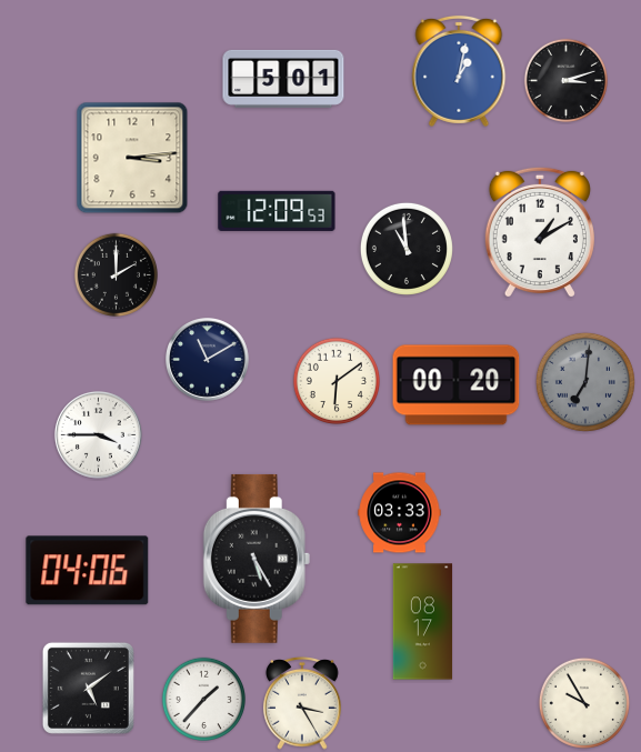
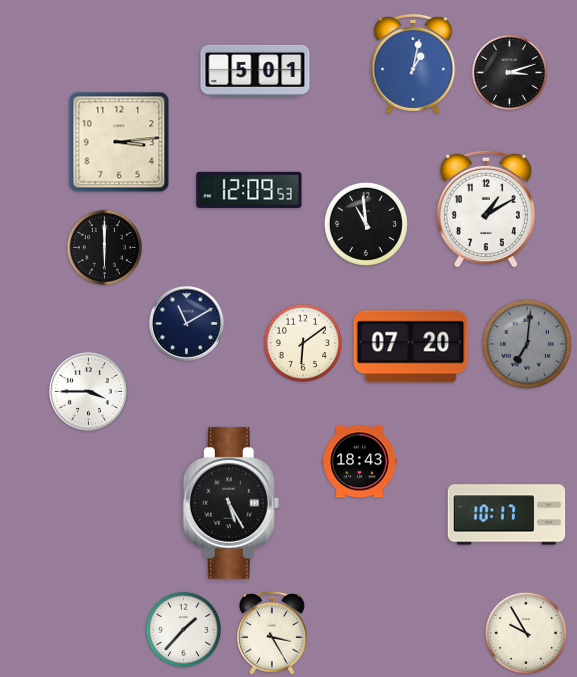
clock at (116, 274): 2:00 -> 6:00
clock at (457, 385): 00:20 -> 07:20
clock at (400, 513): 03:33 -> 18:43
clock at (88, 571): 04:06 -> none
clock at (507, 515): none -> 10:17
clock at (423, 622): 08:17 -> none
clock at (88, 688): 5:09 -> none
